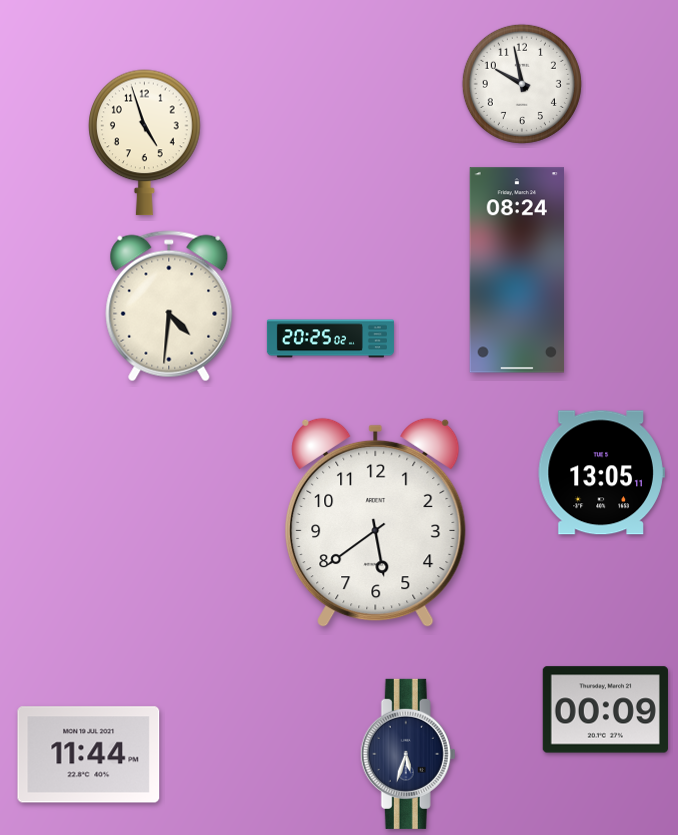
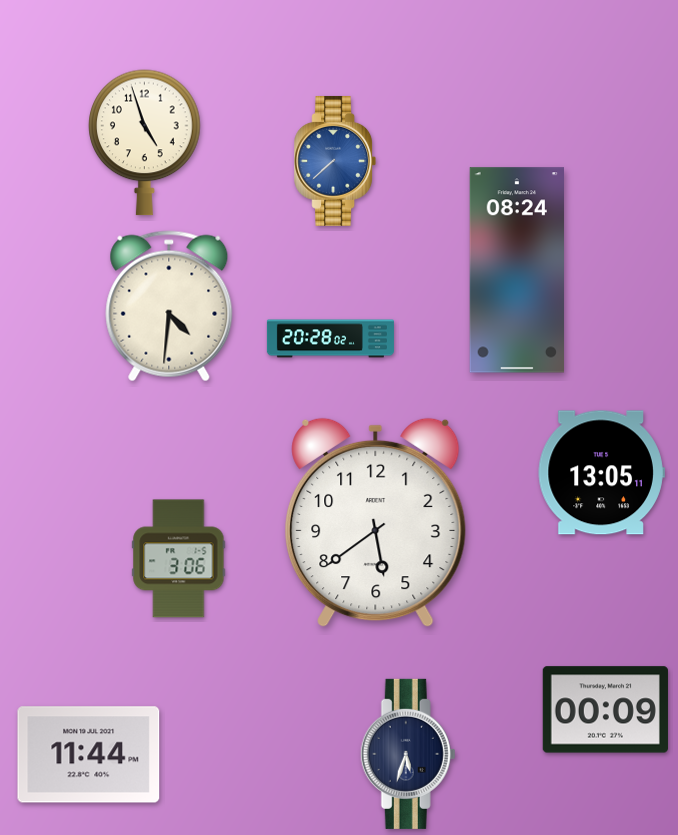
clock at (522, 84): 9:58 -> none
clock at (335, 161): none -> 7:38
clock at (330, 339): 20:25 -> 20:28
clock at (179, 559): none -> 3:06
